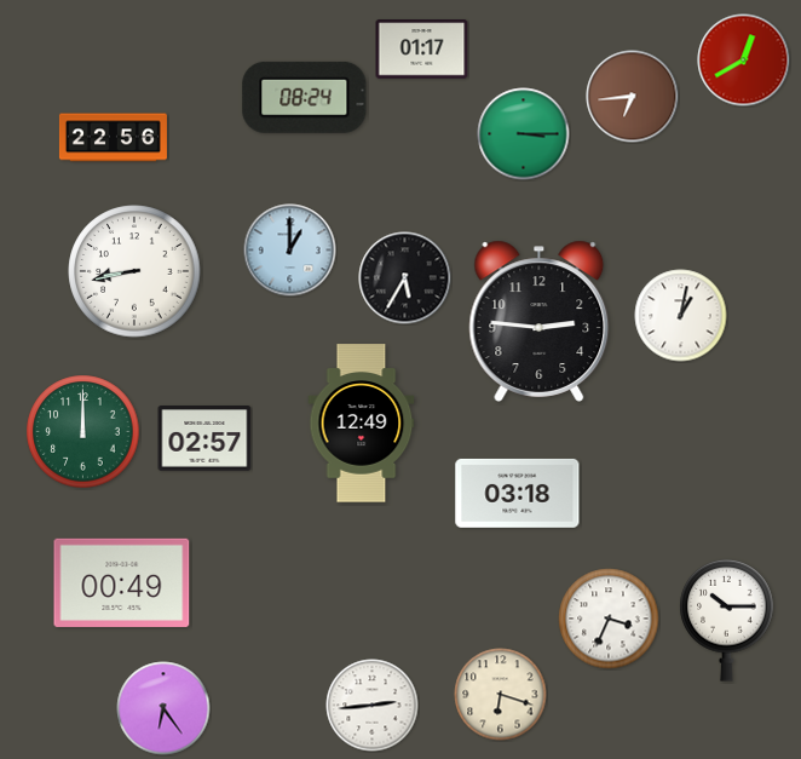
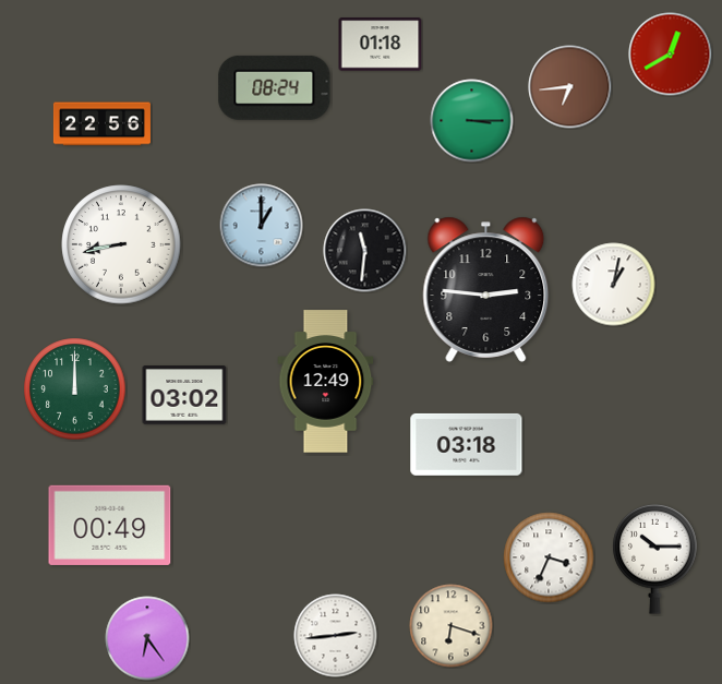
clock at (422, 50): 01:17 -> 01:18
clock at (405, 278): 5:35 -> 11:31
clock at (204, 438): 02:57 -> 03:02
